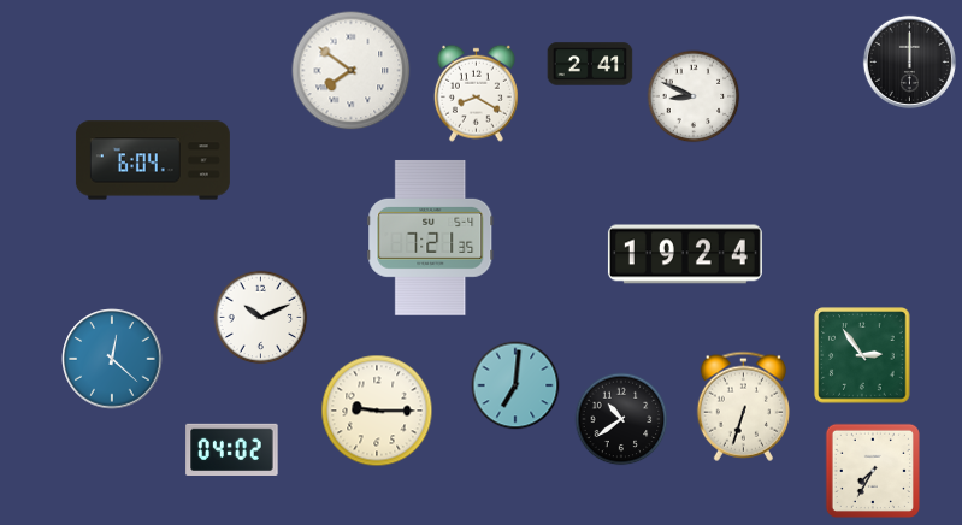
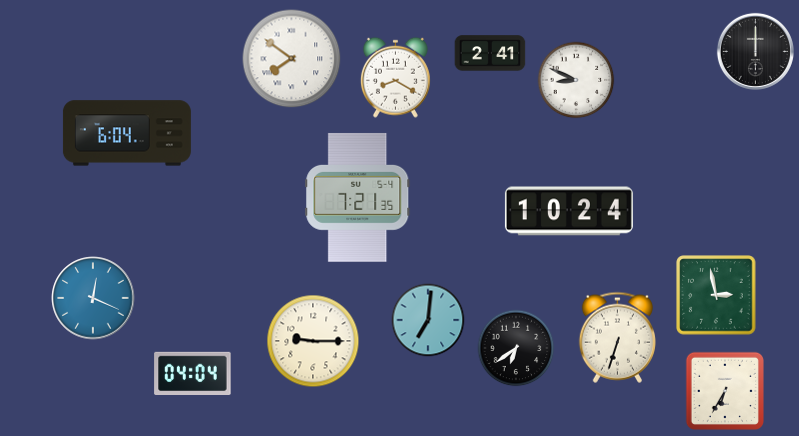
clock at (685, 254): 19:24 -> 10:24
clock at (261, 318): 10:11 -> none
clock at (862, 355): 2:54 -> 2:58
clock at (112, 359): 12:22 -> 12:19
clock at (621, 419): 10:39 -> 6:39
clock at (232, 449): 04:02 -> 04:04
clock at (873, 471): 7:35 -> 6:35
